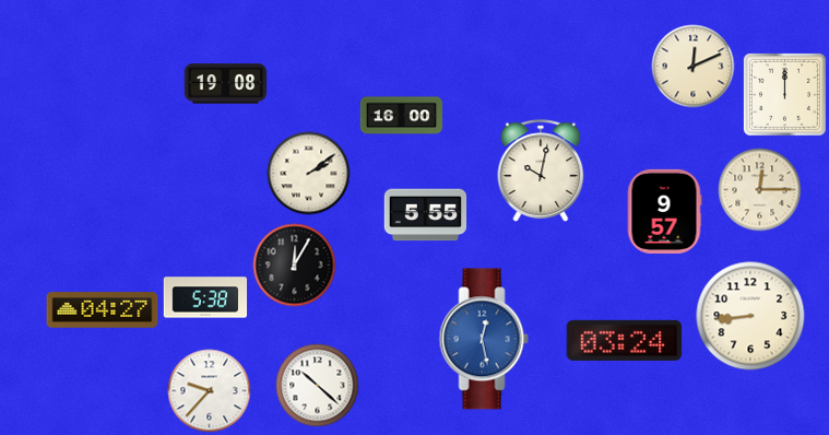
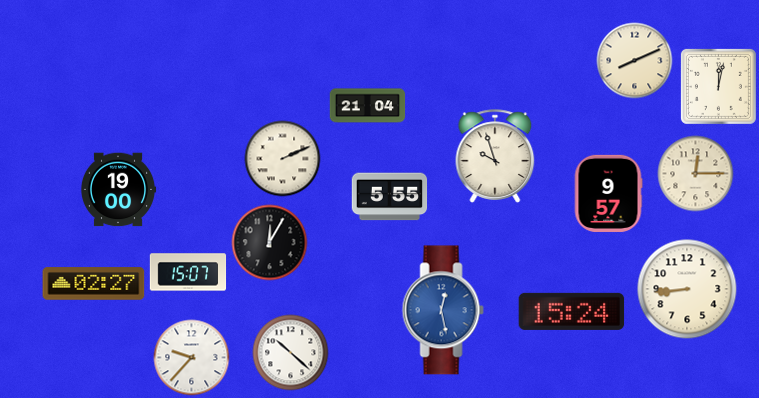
clock at (694, 67): 12:11 -> 8:11
clock at (226, 84): 19:08 -> none
clock at (784, 94): 12:00 -> 12:02
clock at (402, 116): 16:00 -> 21:04
clock at (541, 171): 10:02 -> 9:57
clock at (309, 174): 2:09 -> 2:11
clock at (118, 190): none -> 19:00
clock at (205, 297): 5:38 -> 15:07
clock at (103, 310): 04:27 -> 02:27
clock at (625, 340): 03:24 -> 15:24
